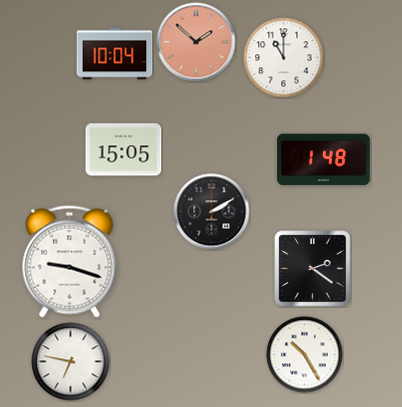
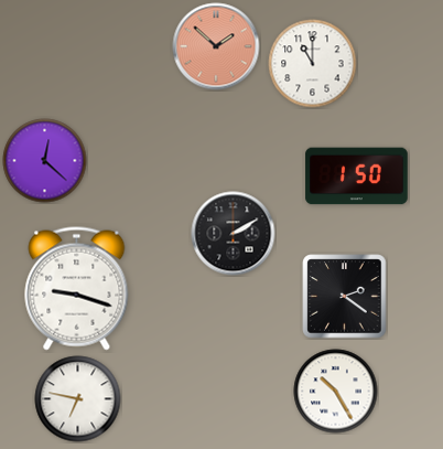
clock at (115, 54): 10:04 -> none
clock at (45, 161): none -> 12:22
clock at (124, 150): 15:05 -> none
clock at (324, 160): 1:48 -> 1:50
